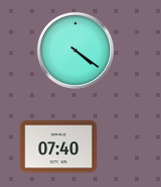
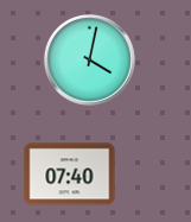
clock at (75, 50): 4:21 -> 4:02
